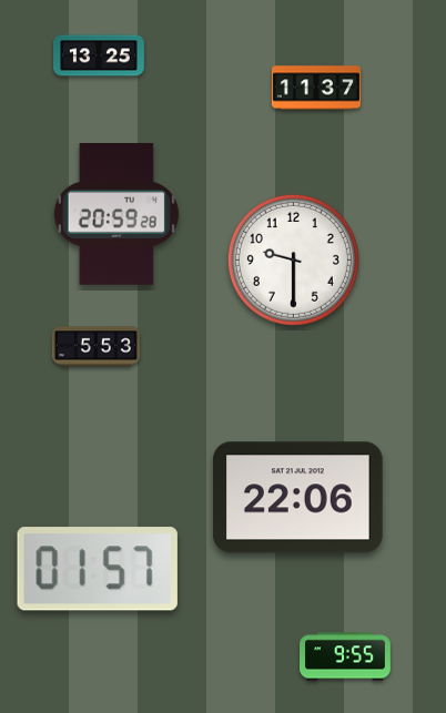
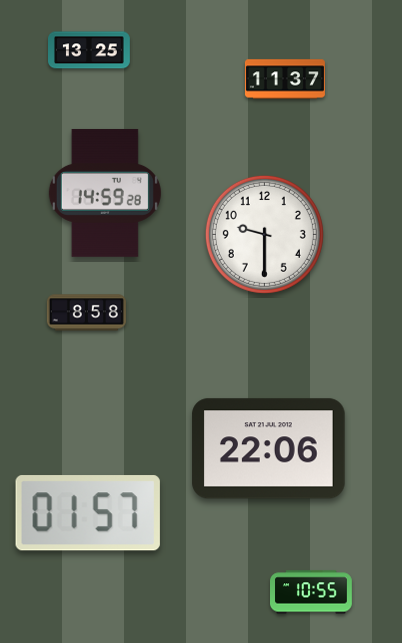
clock at (116, 214): 20:59 -> 14:59
clock at (95, 347): 5:53 -> 8:58
clock at (346, 656): 9:55 -> 10:55
